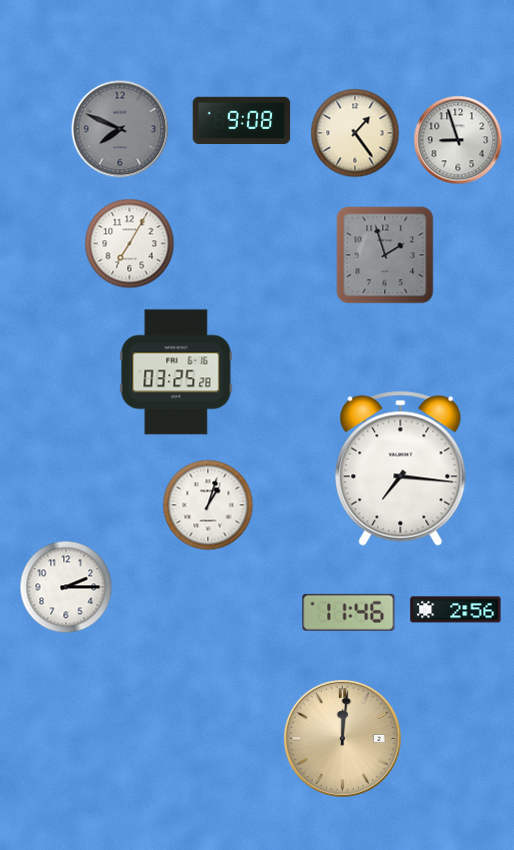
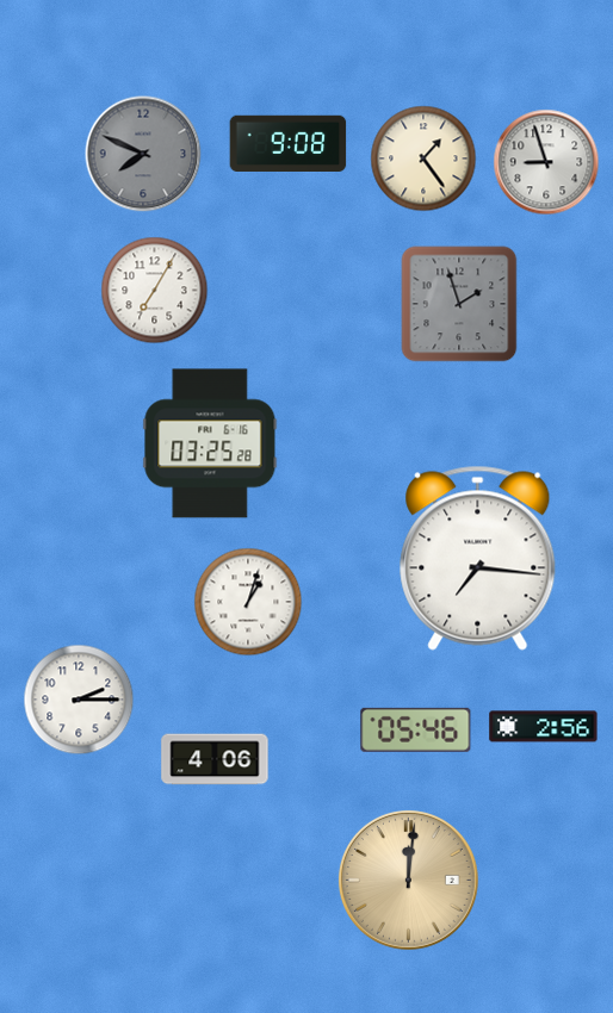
clock at (458, 140) position: (458, 140) -> (546, 162)
clock at (349, 612): 11:46 -> 05:46
clock at (215, 759): none -> 4:06
